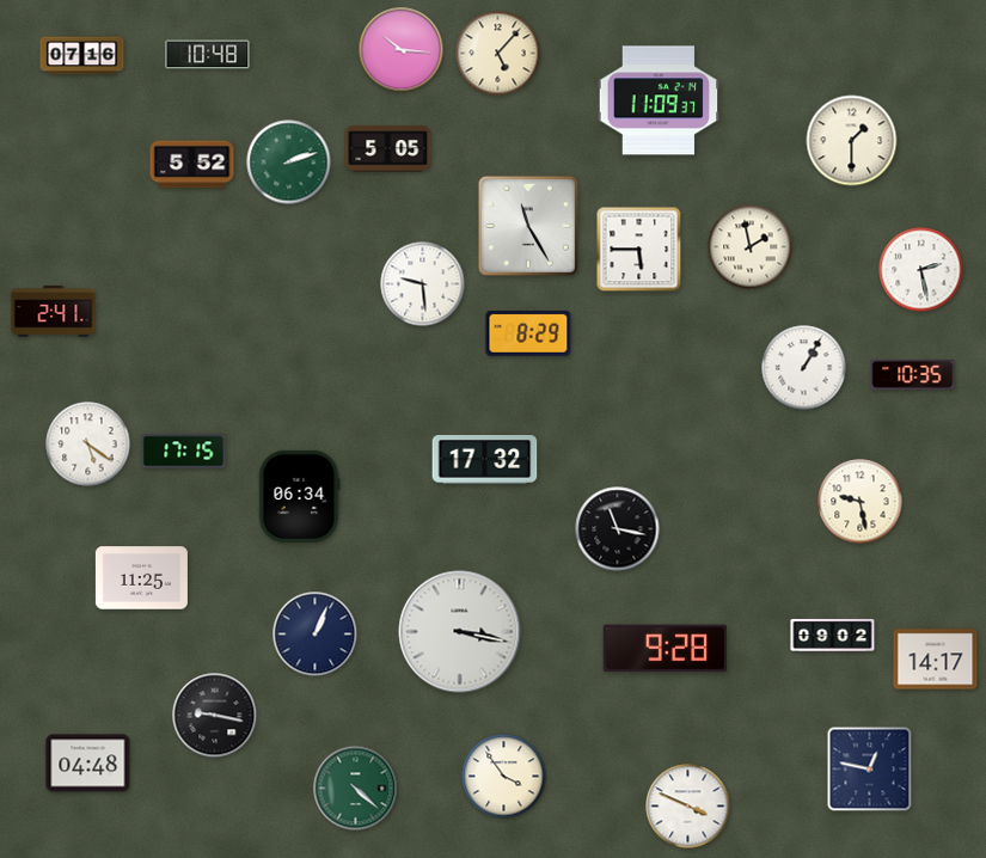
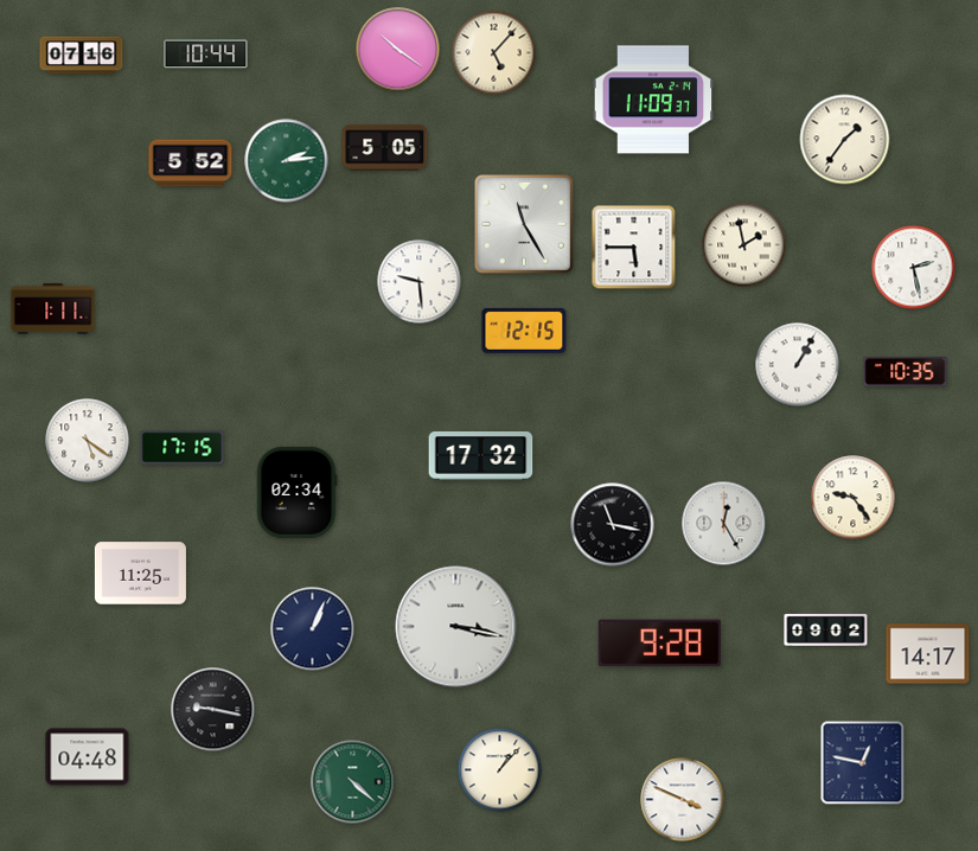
clock at (402, 50): 10:16 -> 10:21
clock at (208, 55): 10:48 -> 10:44
clock at (852, 141): 1:30 -> 1:36
clock at (289, 163): 2:12 -> 2:14
clock at (54, 312): 2:41 -> 1:11
clock at (528, 333): 8:29 -> 12:15
clock at (299, 496): 06:34 -> 02:34
clock at (861, 502): 9:28 -> 9:24
clock at (724, 524): none -> 12:25
clock at (504, 777): 3:54 -> 1:07
